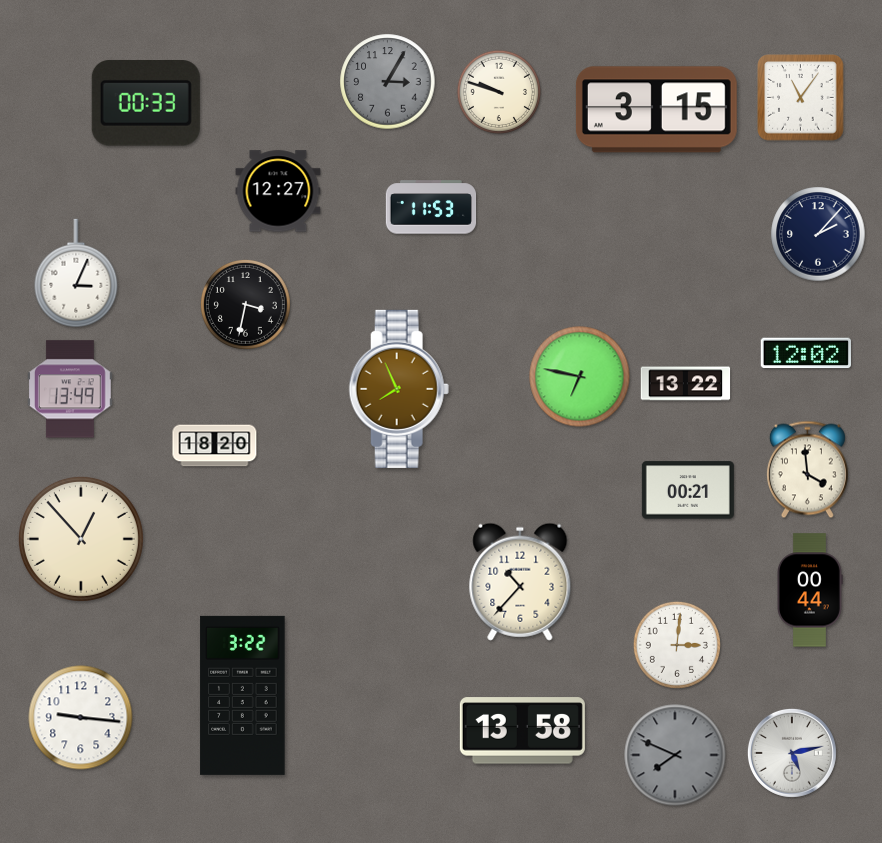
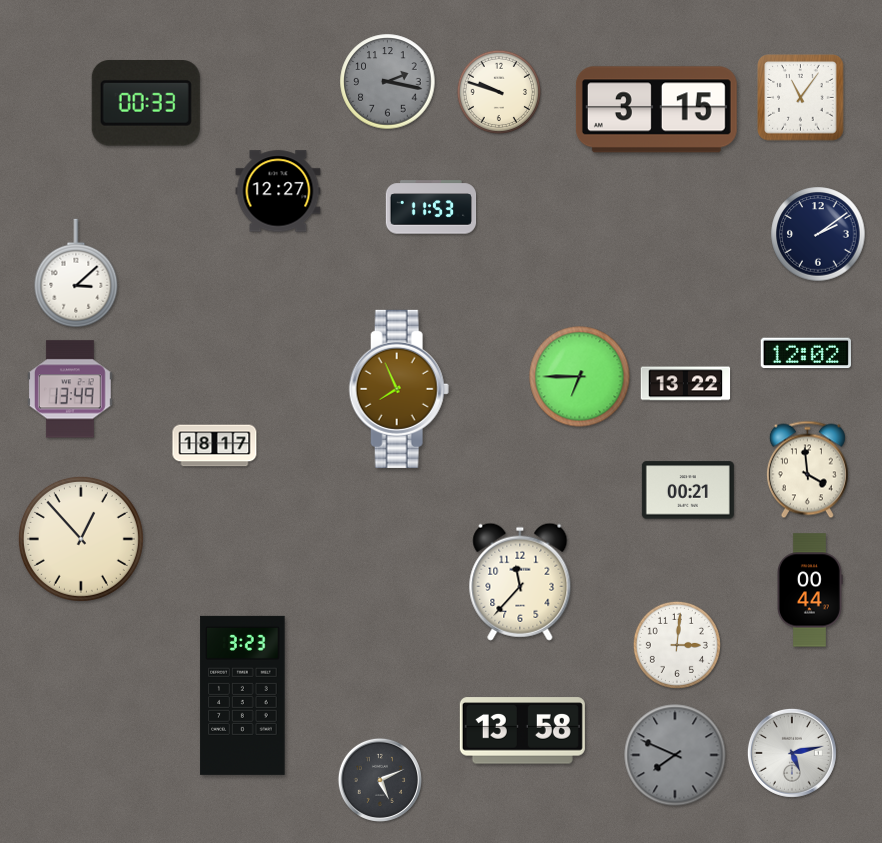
clock at (388, 82): 3:05 -> 2:17
clock at (818, 234): 2:07 -> 2:09
clock at (76, 273): 3:04 -> 3:08
clock at (245, 304): 3:32 -> none
clock at (580, 377): 6:47 -> 6:45
clock at (215, 446): 18:20 -> 18:17
clock at (520, 582): 10:37 -> 11:37
clock at (243, 695): 3:22 -> 3:23
clock at (81, 718): 9:16 -> none
clock at (380, 780): none -> 5:11
